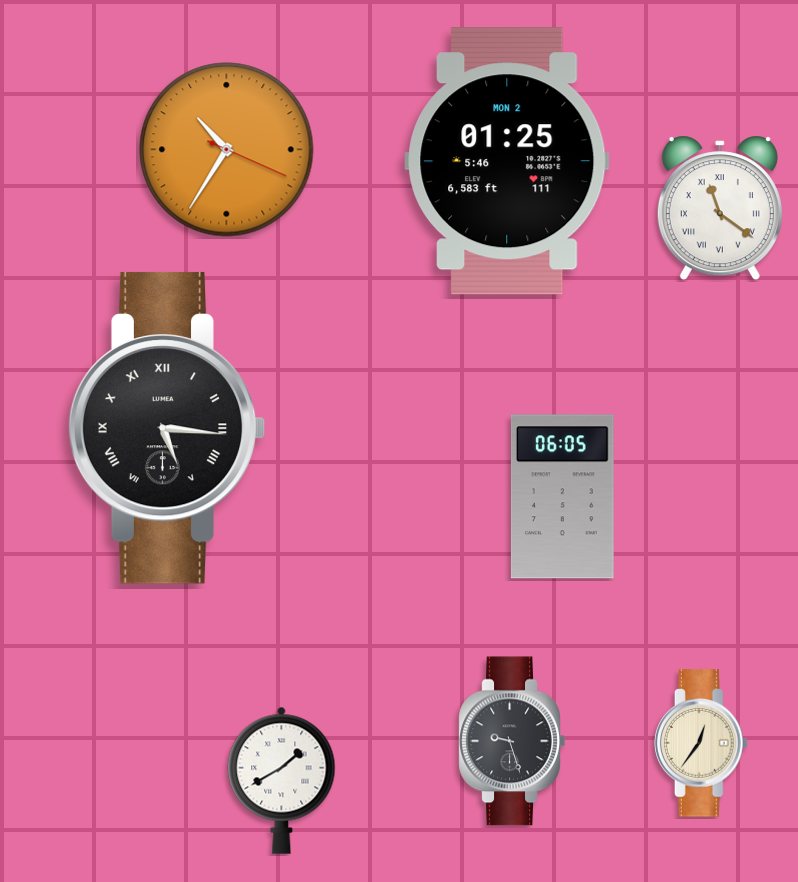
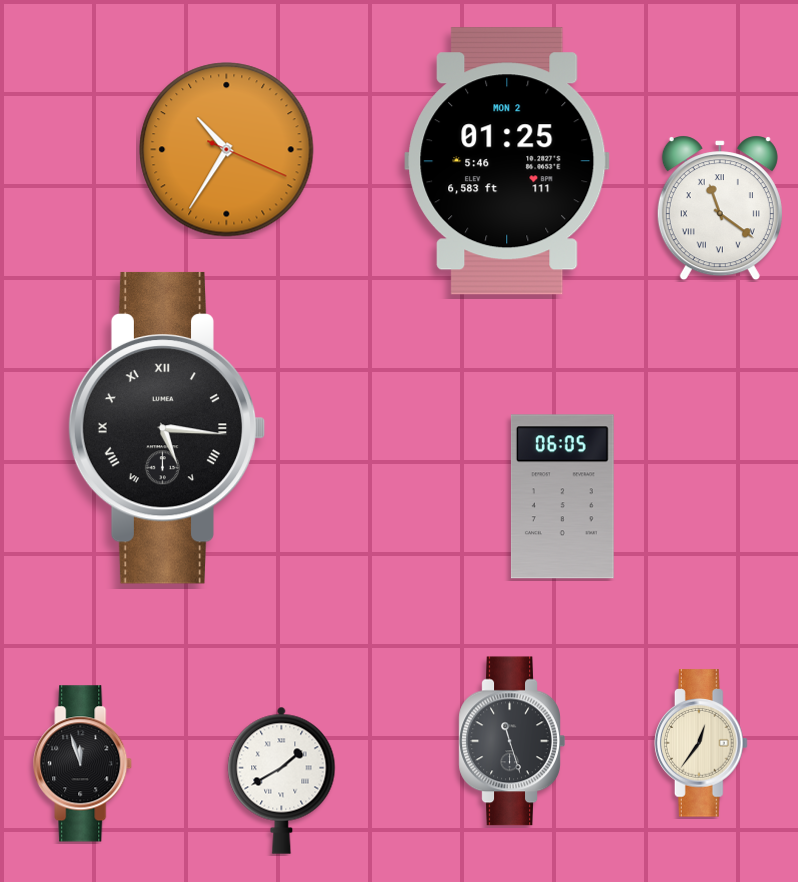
clock at (512, 741): 9:27 -> 11:27
clock at (83, 764): none -> 11:57
